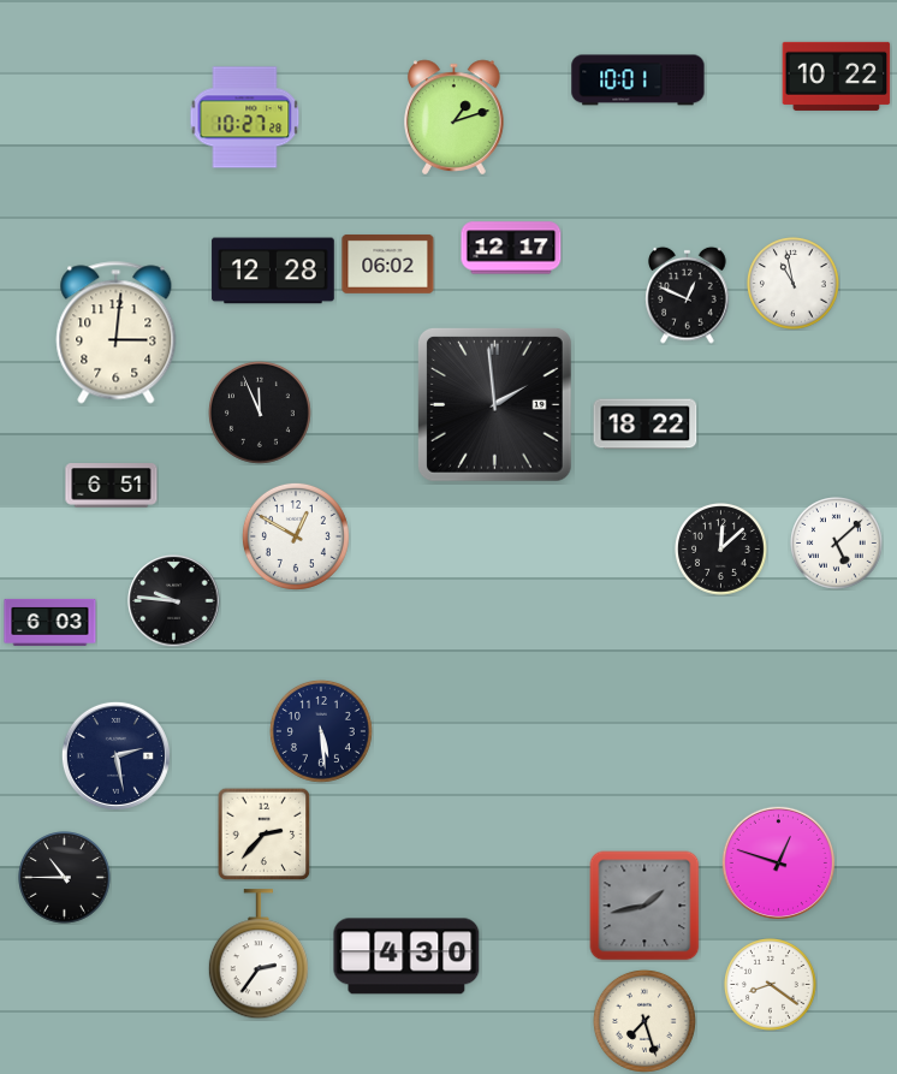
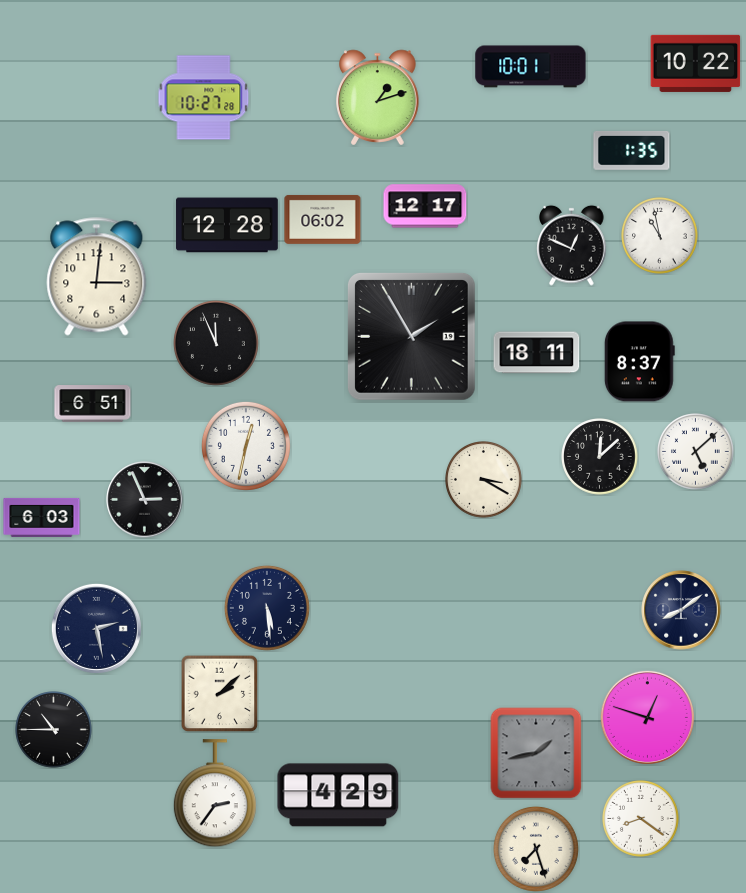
clock at (632, 151): none -> 1:35
clock at (494, 404): 1:59 -> 1:55
clock at (646, 425): 18:22 -> 18:11
clock at (639, 362): none -> 8:37
clock at (296, 536): 12:50 -> 12:32
clock at (484, 480): none -> 3:20
clock at (174, 601): 9:46 -> 2:56
clock at (681, 610): none -> 8:09
clock at (263, 833): 2:37 -> 2:08
clock at (406, 956): 4:30 -> 4:29
